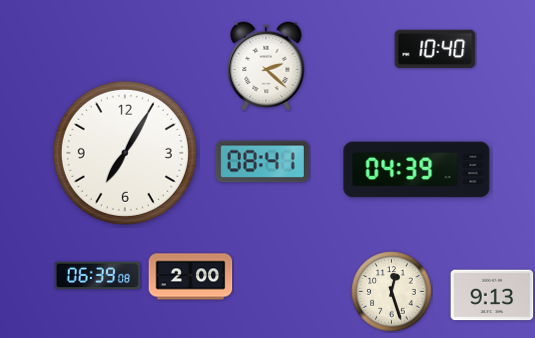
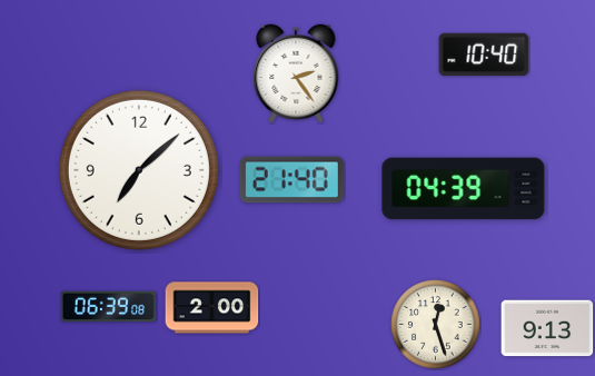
clock at (266, 66): 2:22 -> 2:24
clock at (125, 153): 7:05 -> 7:08
clock at (262, 162): 08:41 -> 21:40
